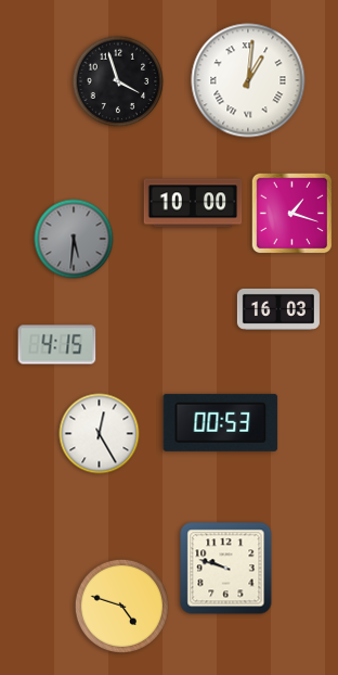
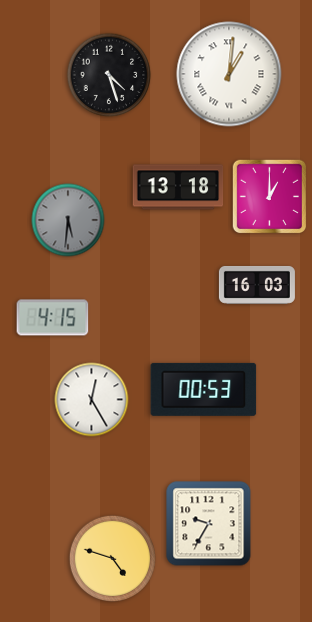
clock at (118, 81): 3:57 -> 4:27
clock at (193, 203): 10:00 -> 13:18
clock at (292, 214): 1:18 -> 1:00
clock at (226, 569): 9:48 -> 9:35
